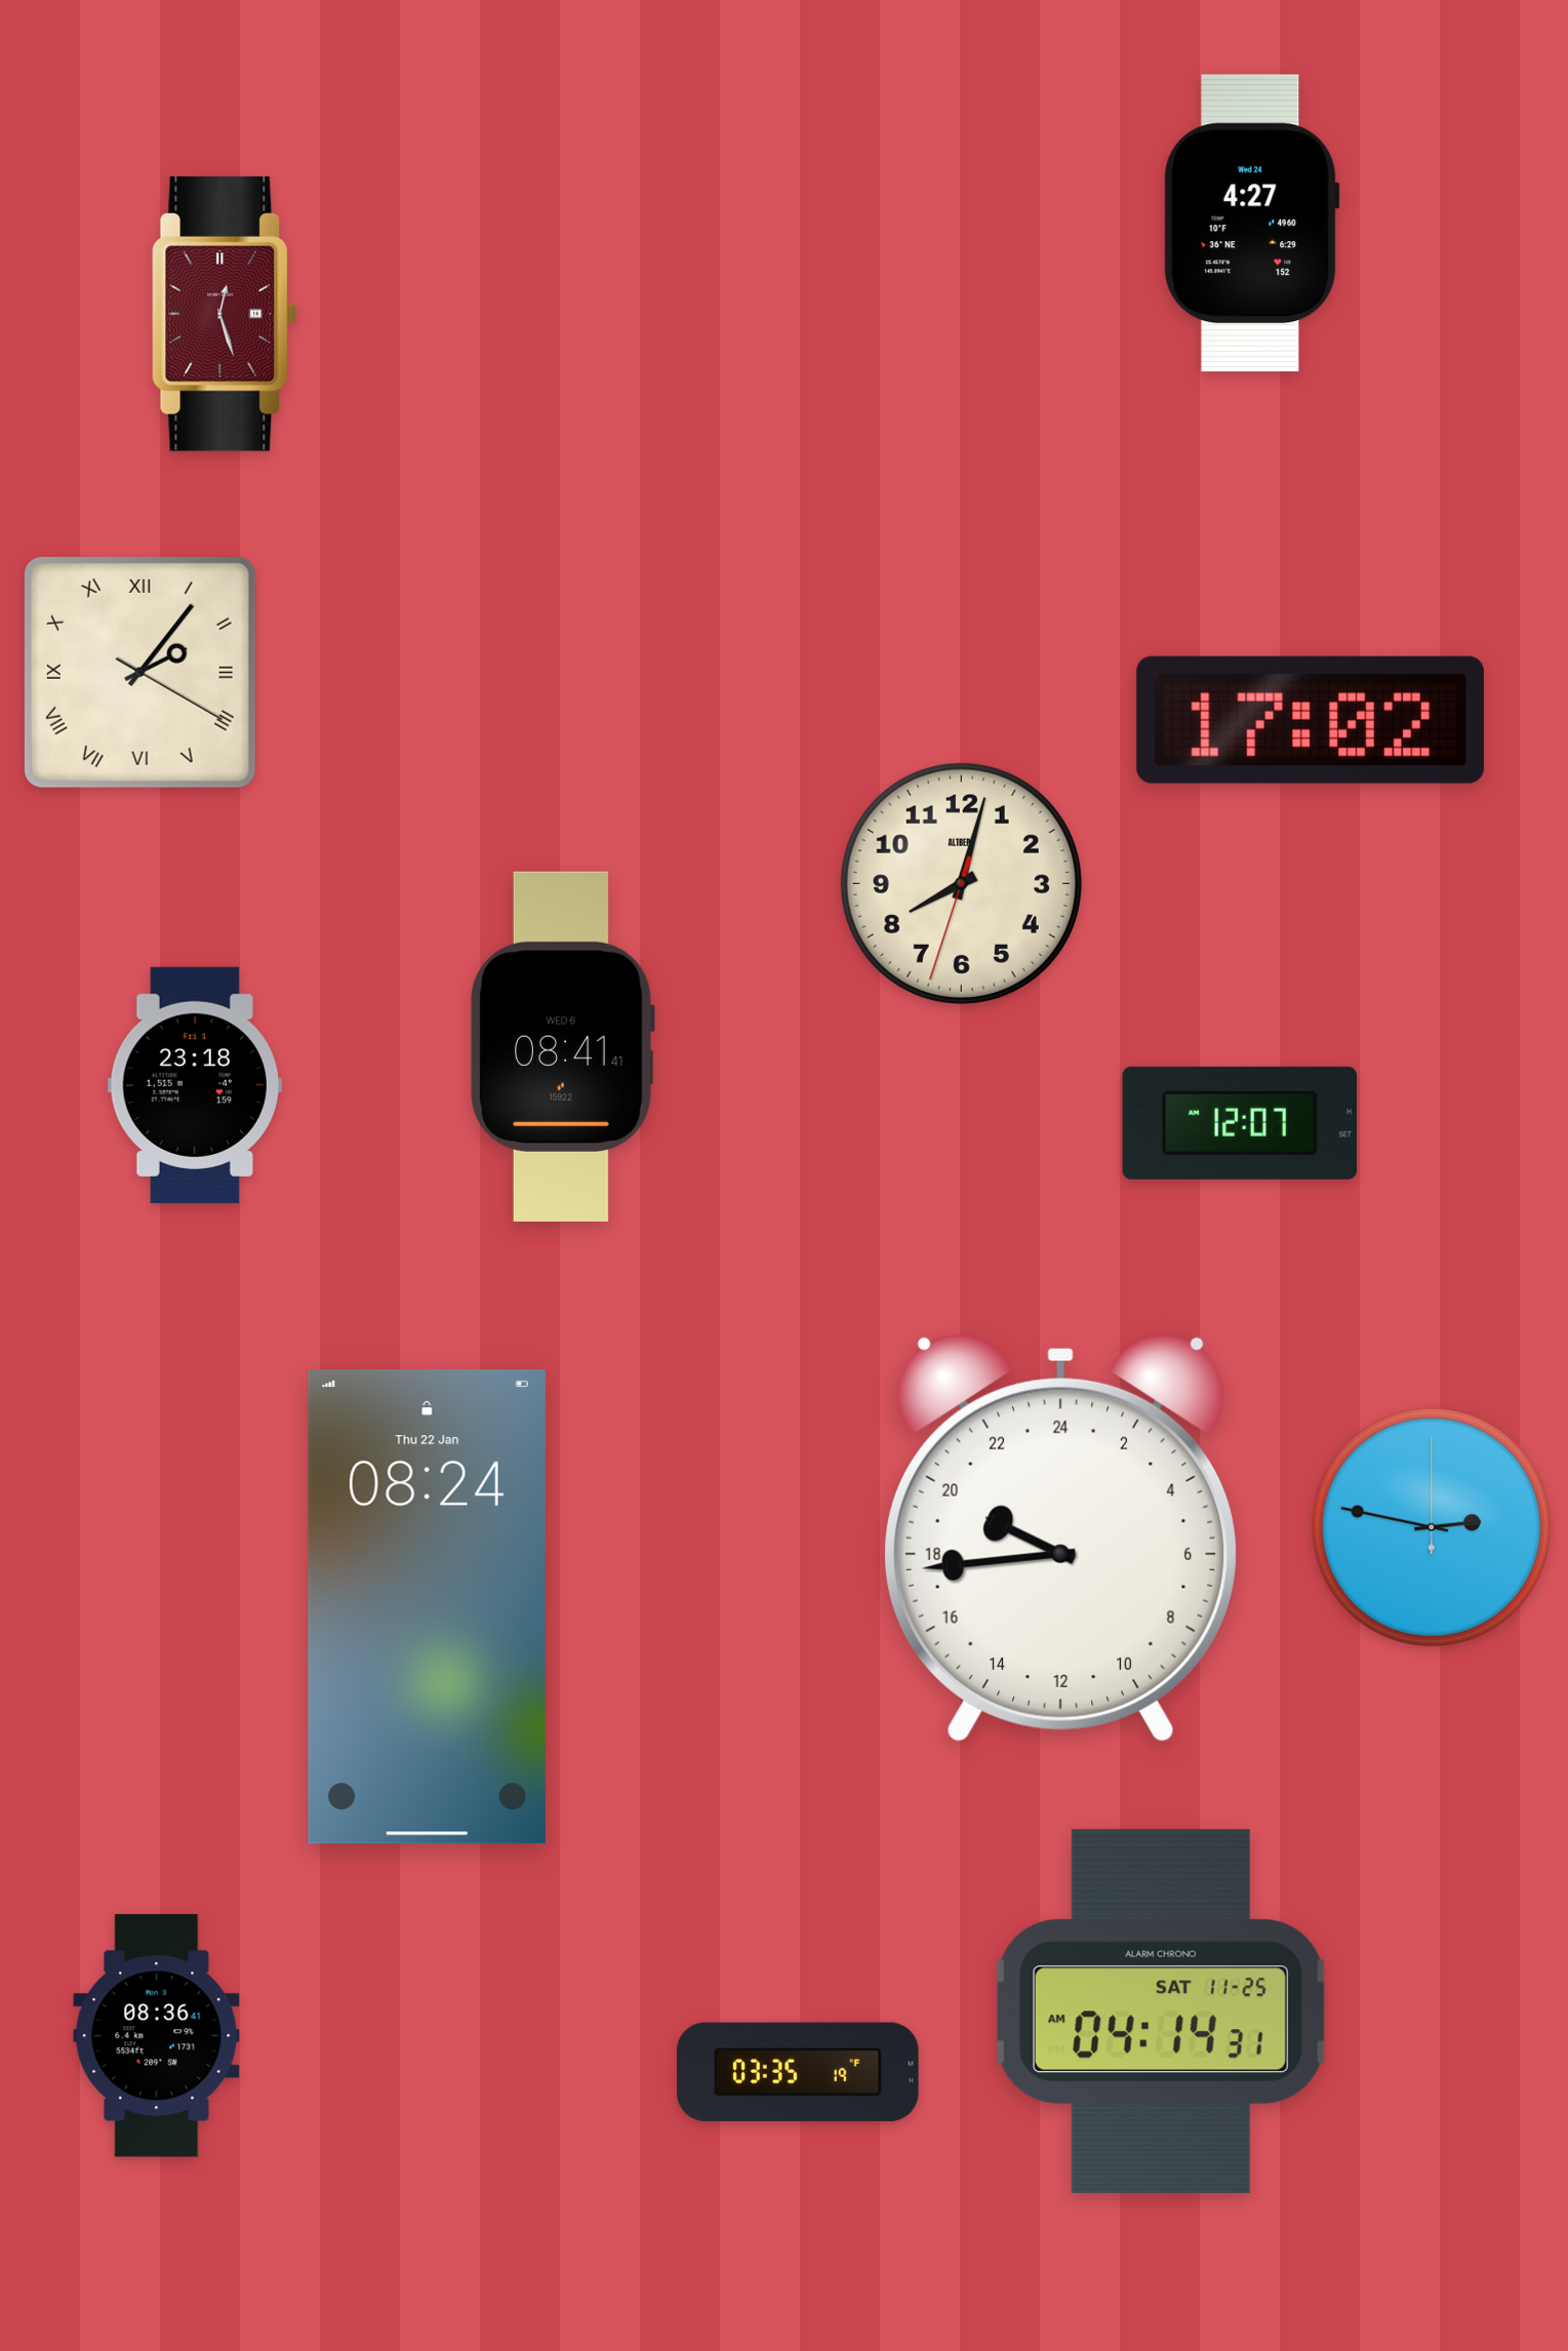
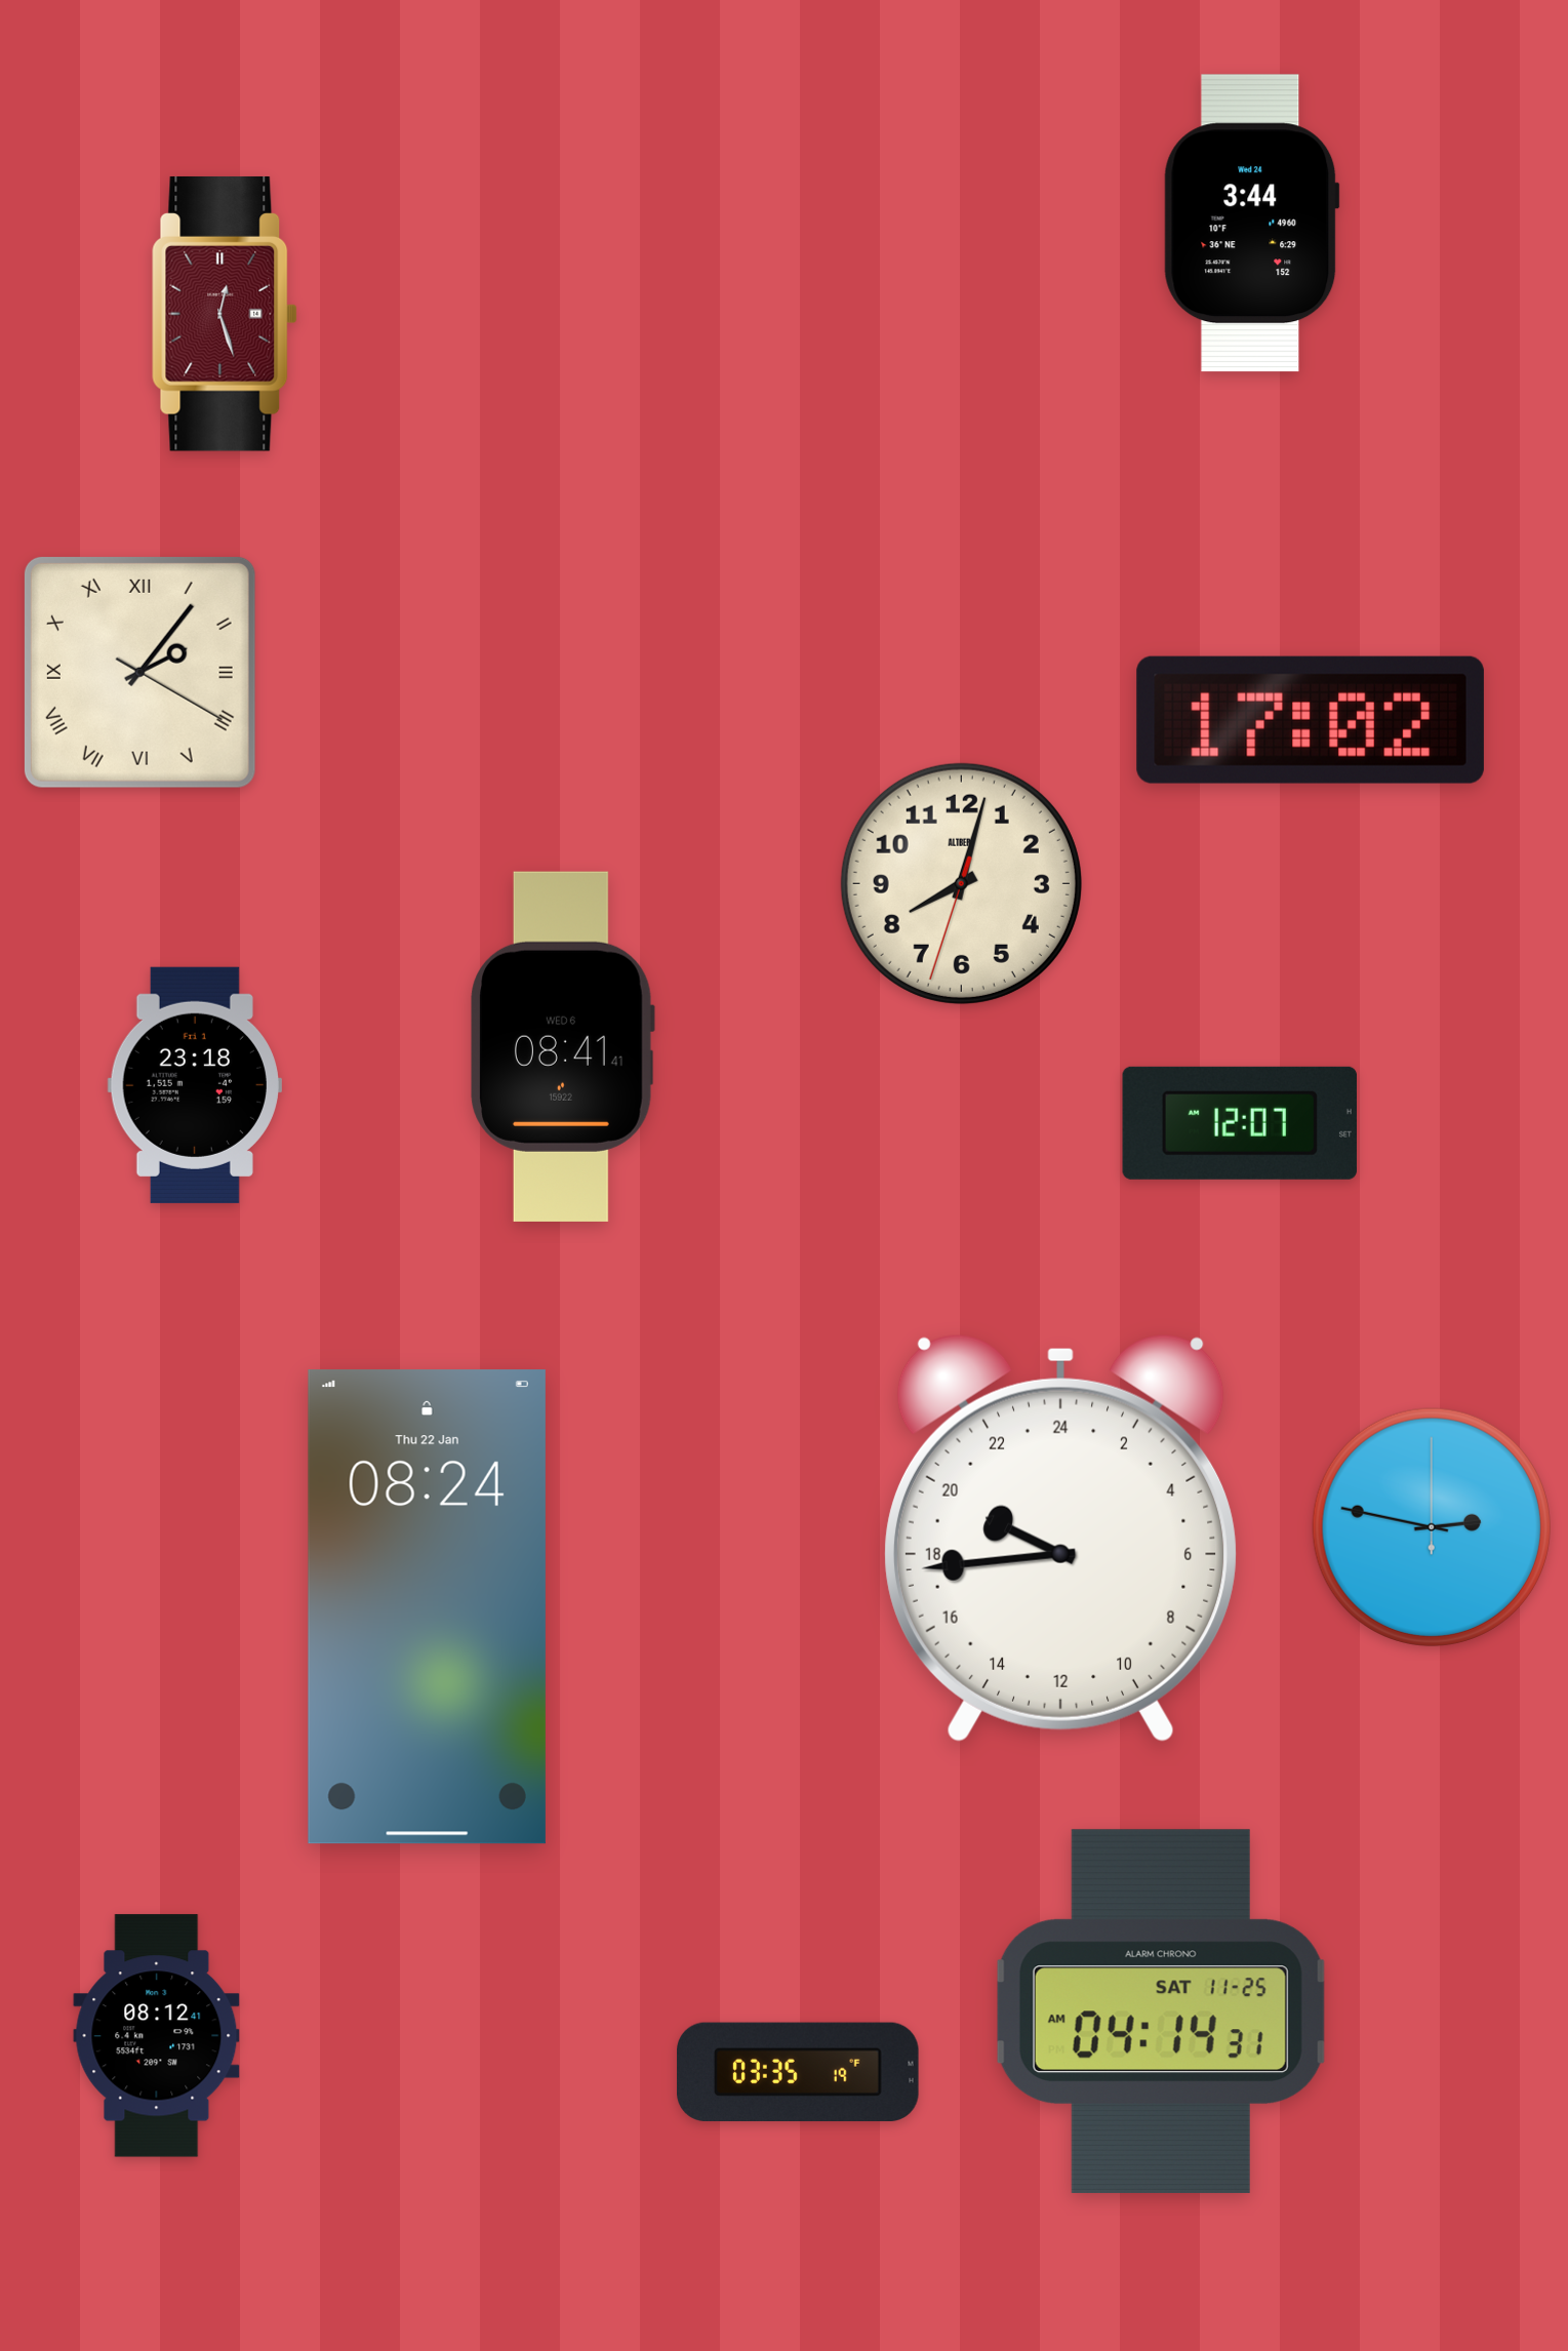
clock at (1251, 224): 4:27 -> 3:44
clock at (157, 2036): 08:36 -> 08:12
